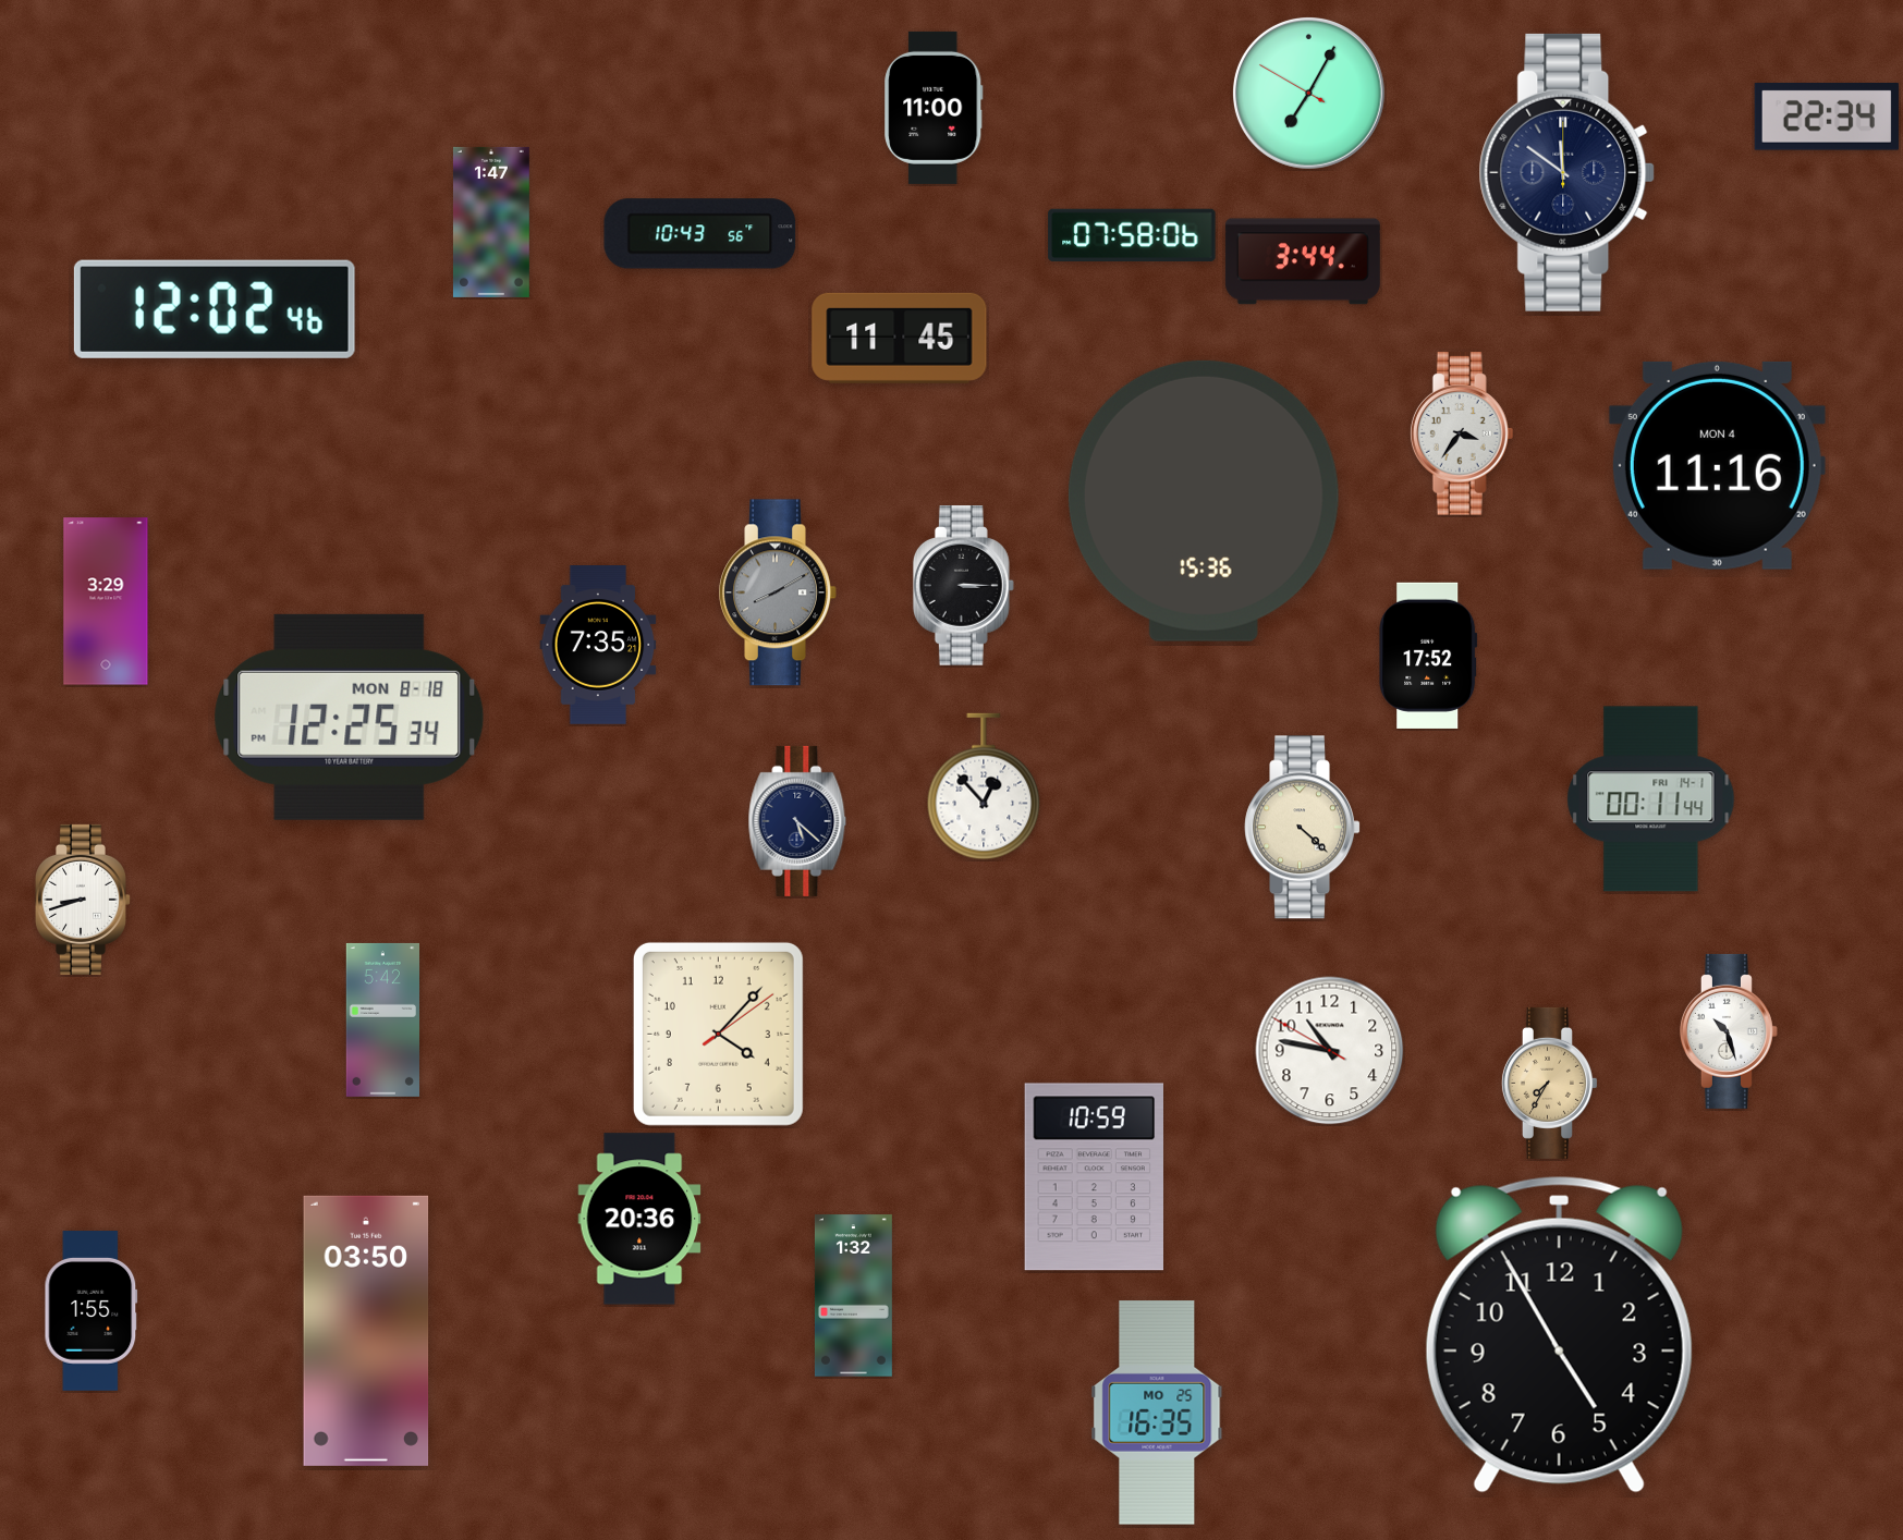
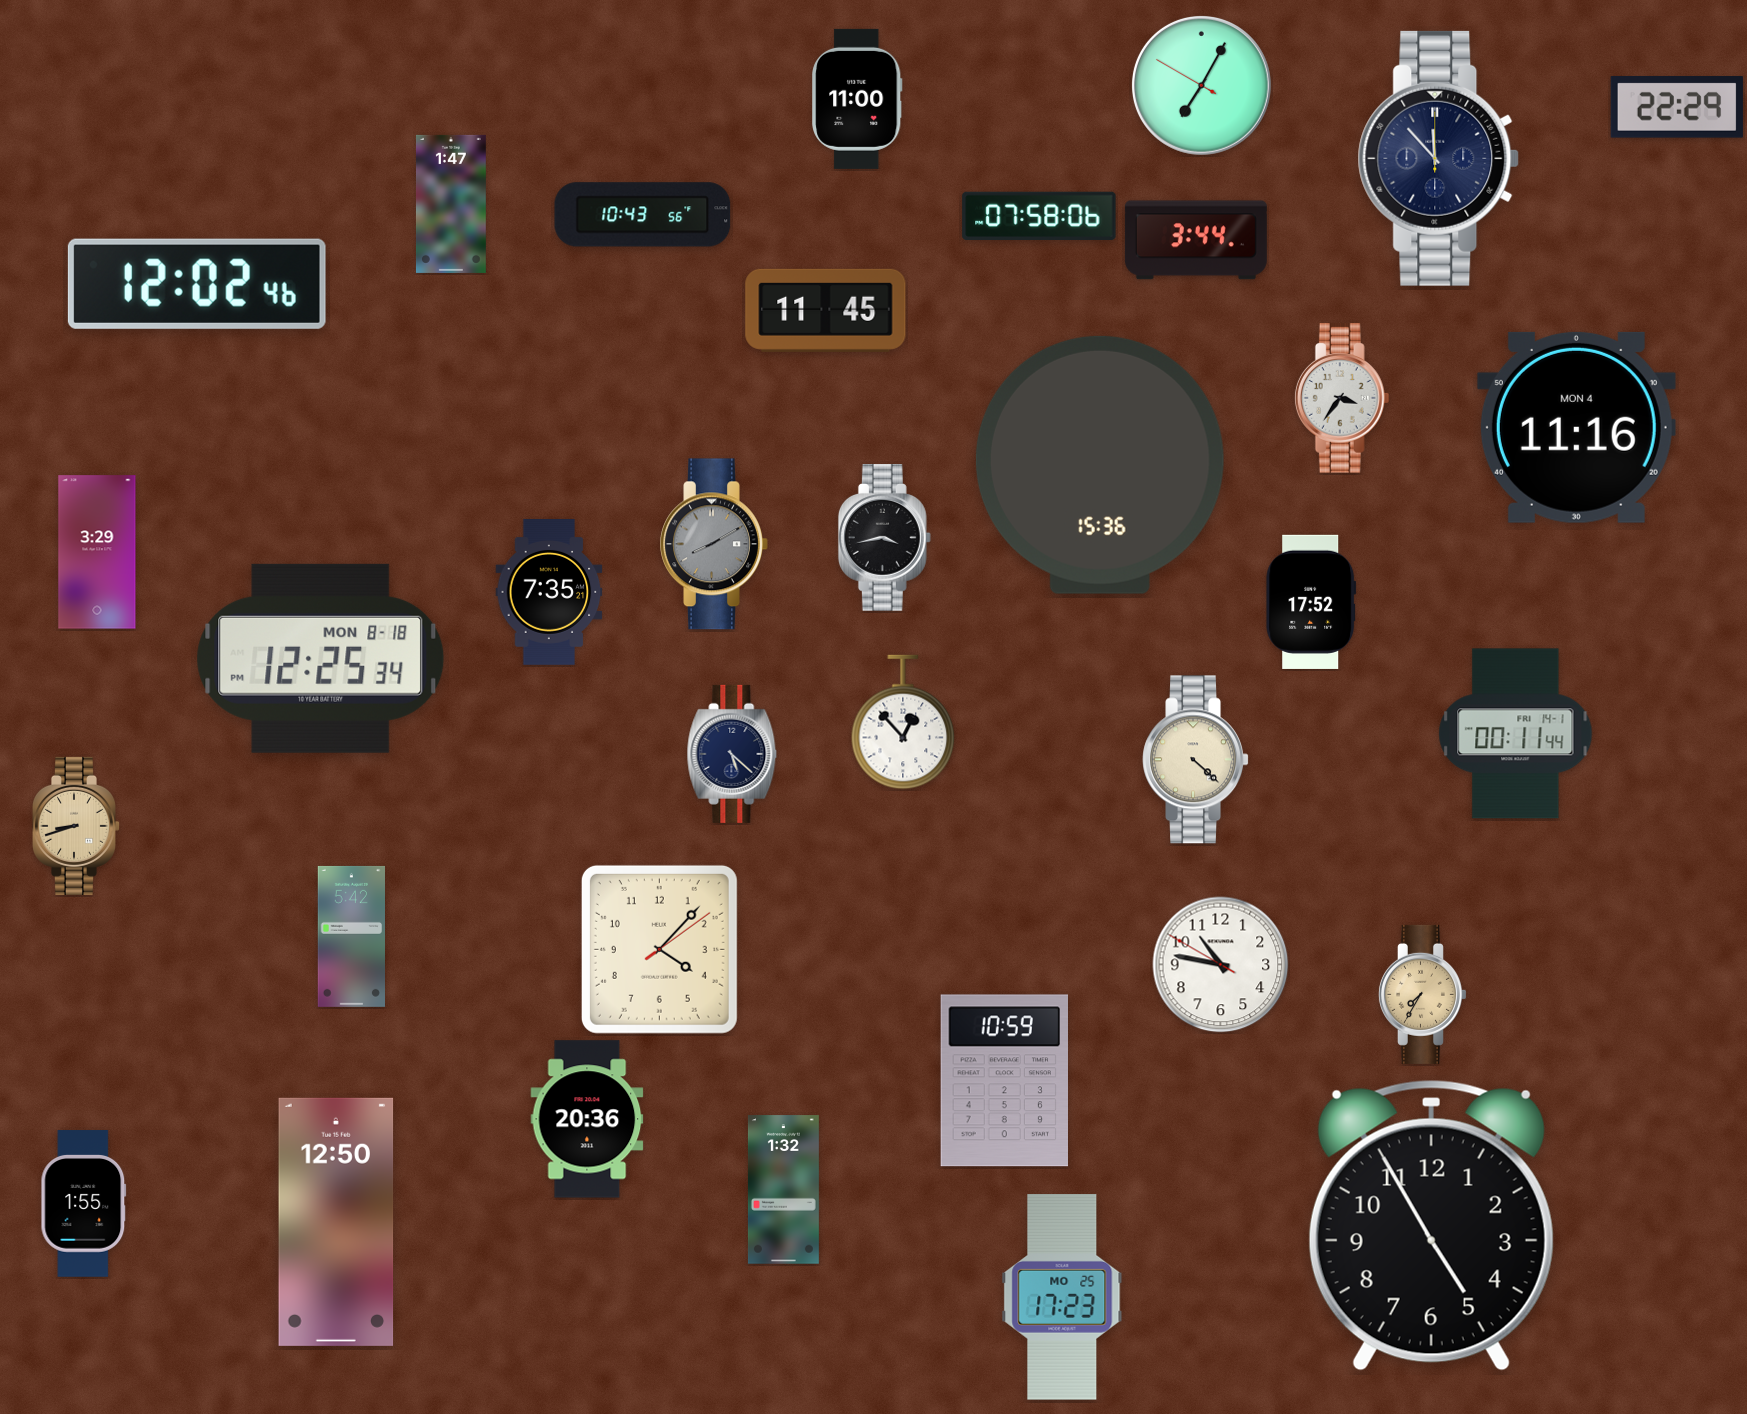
clock at (1827, 117): 22:34 -> 22:29
clock at (1567, 172): 11:51 -> 11:53
clock at (1204, 501) position: (1204, 501) -> (1100, 465)
clock at (963, 586): 3:15 -> 3:43
clock at (82, 900) dial: white -> champagne
clock at (1729, 1031): 10:27 -> none
clock at (366, 1331): 03:50 -> 12:50
clock at (1157, 1413): 16:35 -> 17:23
